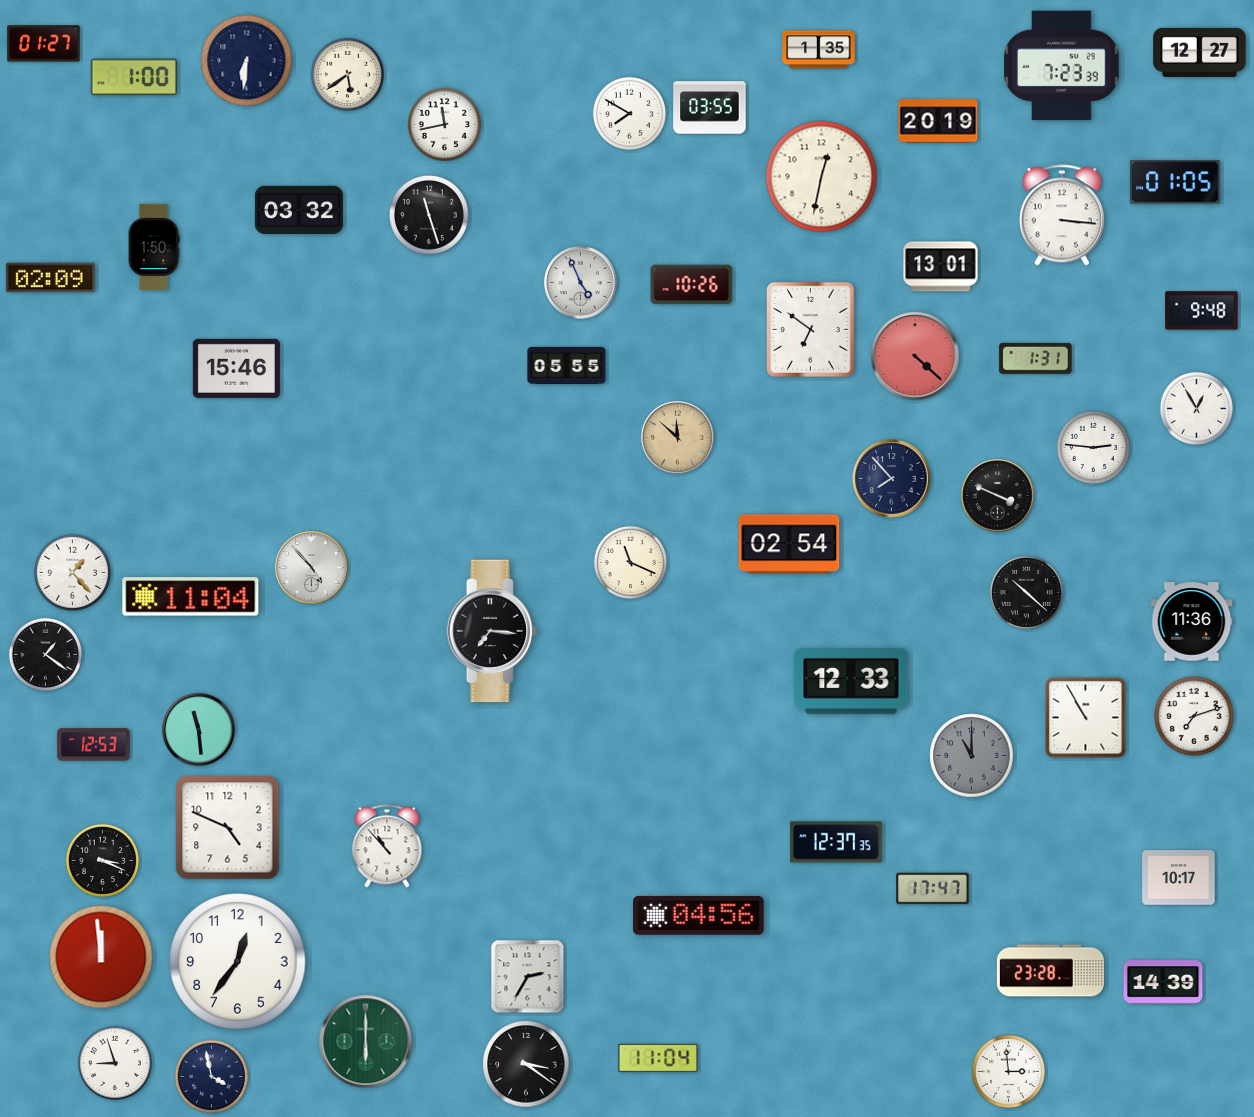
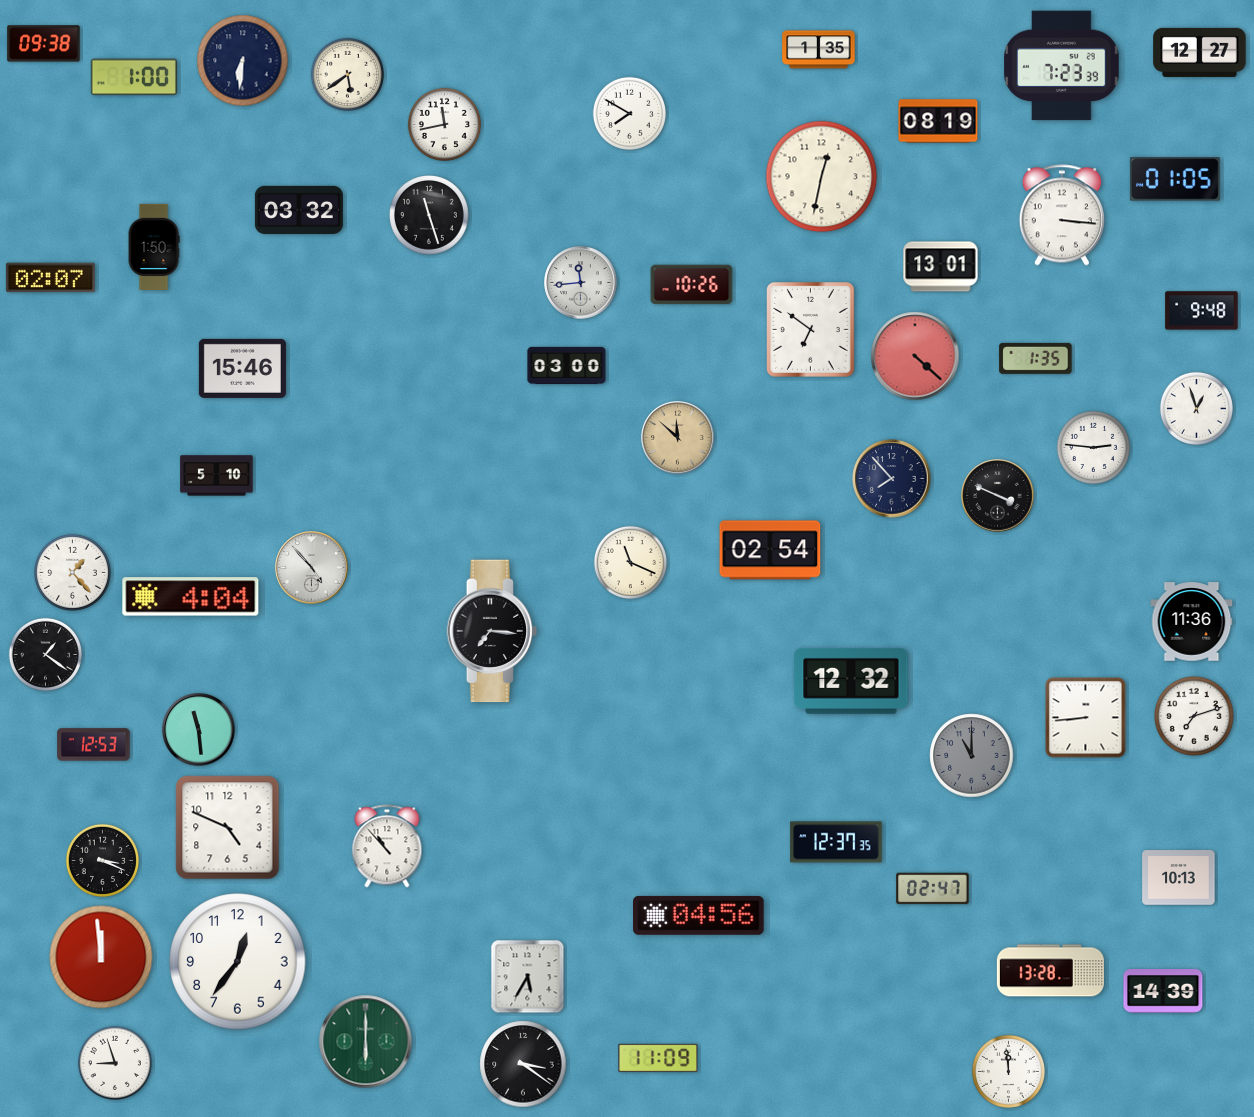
clock at (44, 44): 01:27 -> 09:38
clock at (247, 61) position: (247, 61) -> (243, 61)
clock at (710, 108): 03:55 -> none
clock at (938, 121): 20:19 -> 08:19
clock at (1175, 182) position: (1175, 182) -> (1175, 179)
clock at (50, 278): 02:09 -> 02:07
clock at (581, 283): 4:56 -> 11:44
clock at (1036, 358): 1:31 -> 1:35
clock at (567, 365): 05:55 -> 03:00
clock at (236, 368) position: (236, 368) -> (242, 368)
clock at (1196, 408): 12:55 -> 12:57
clock at (217, 476): none -> 5:10
clock at (789, 544) position: (789, 544) -> (770, 550)
clock at (1026, 592): 10:22 -> none
clock at (191, 597): 11:04 -> 4:04
clock at (851, 681): 12:33 -> 12:32
clock at (1086, 718): 10:55 -> 8:44
clock at (1179, 878): 10:17 -> 10:13
clock at (933, 889): 17:47 -> 02:47
clock at (1050, 971): 23:28 -> 13:28
clock at (528, 977): 2:35 -> 5:35
clock at (1163, 982) position: (1163, 982) -> (1163, 991)
clock at (658, 1058): 11:04 -> 11:09
clock at (526, 1064) position: (526, 1064) -> (523, 1064)
clock at (1008, 1071): 2:59 -> 11:59
clock at (211, 1076): 3:58 -> none
